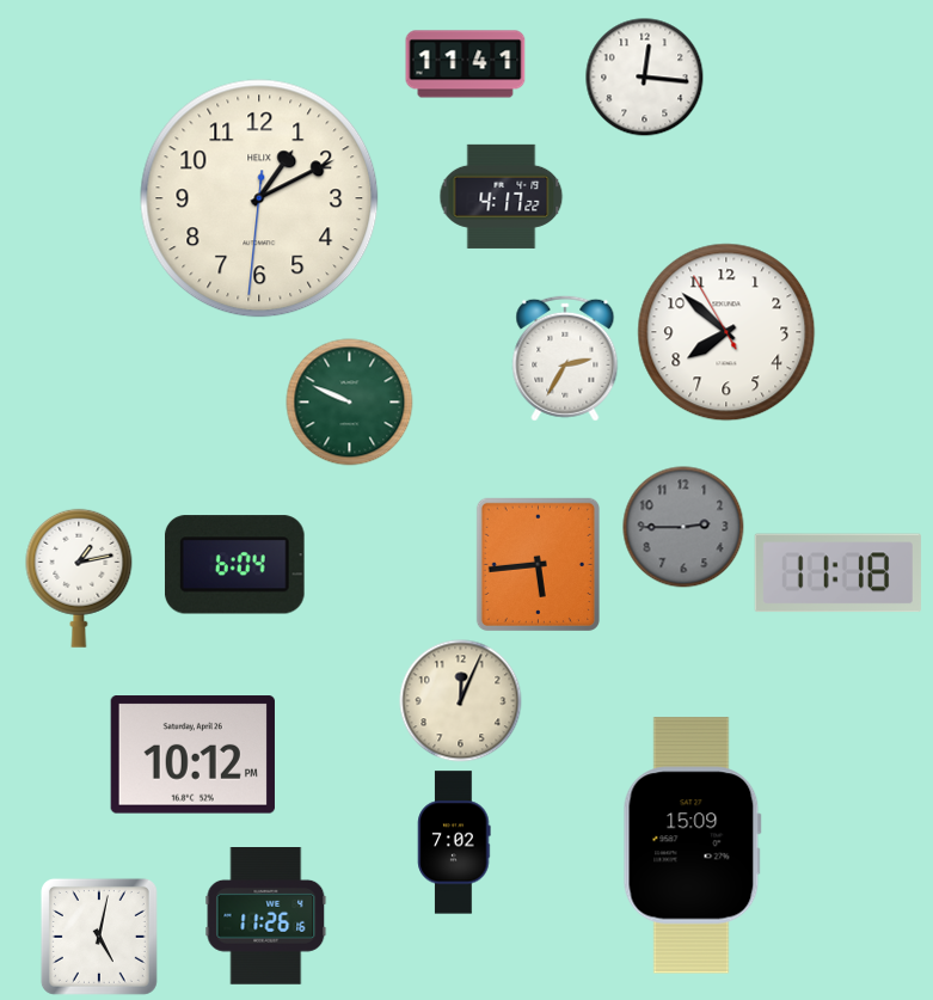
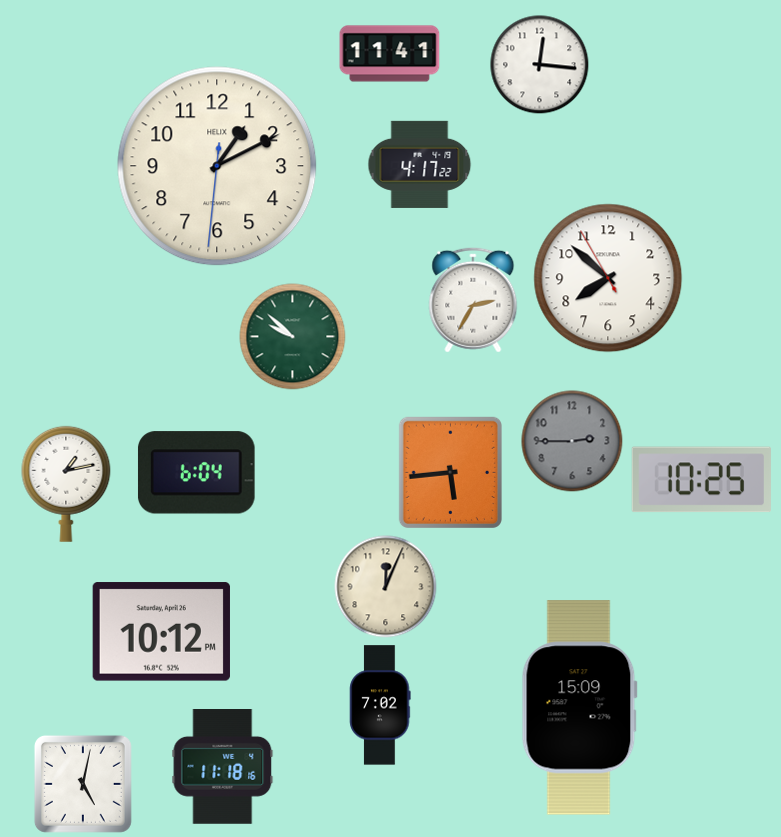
clock at (350, 403): 9:49 -> 9:52
clock at (837, 573): 11:18 -> 10:25
clock at (266, 916): 11:26 -> 11:18
